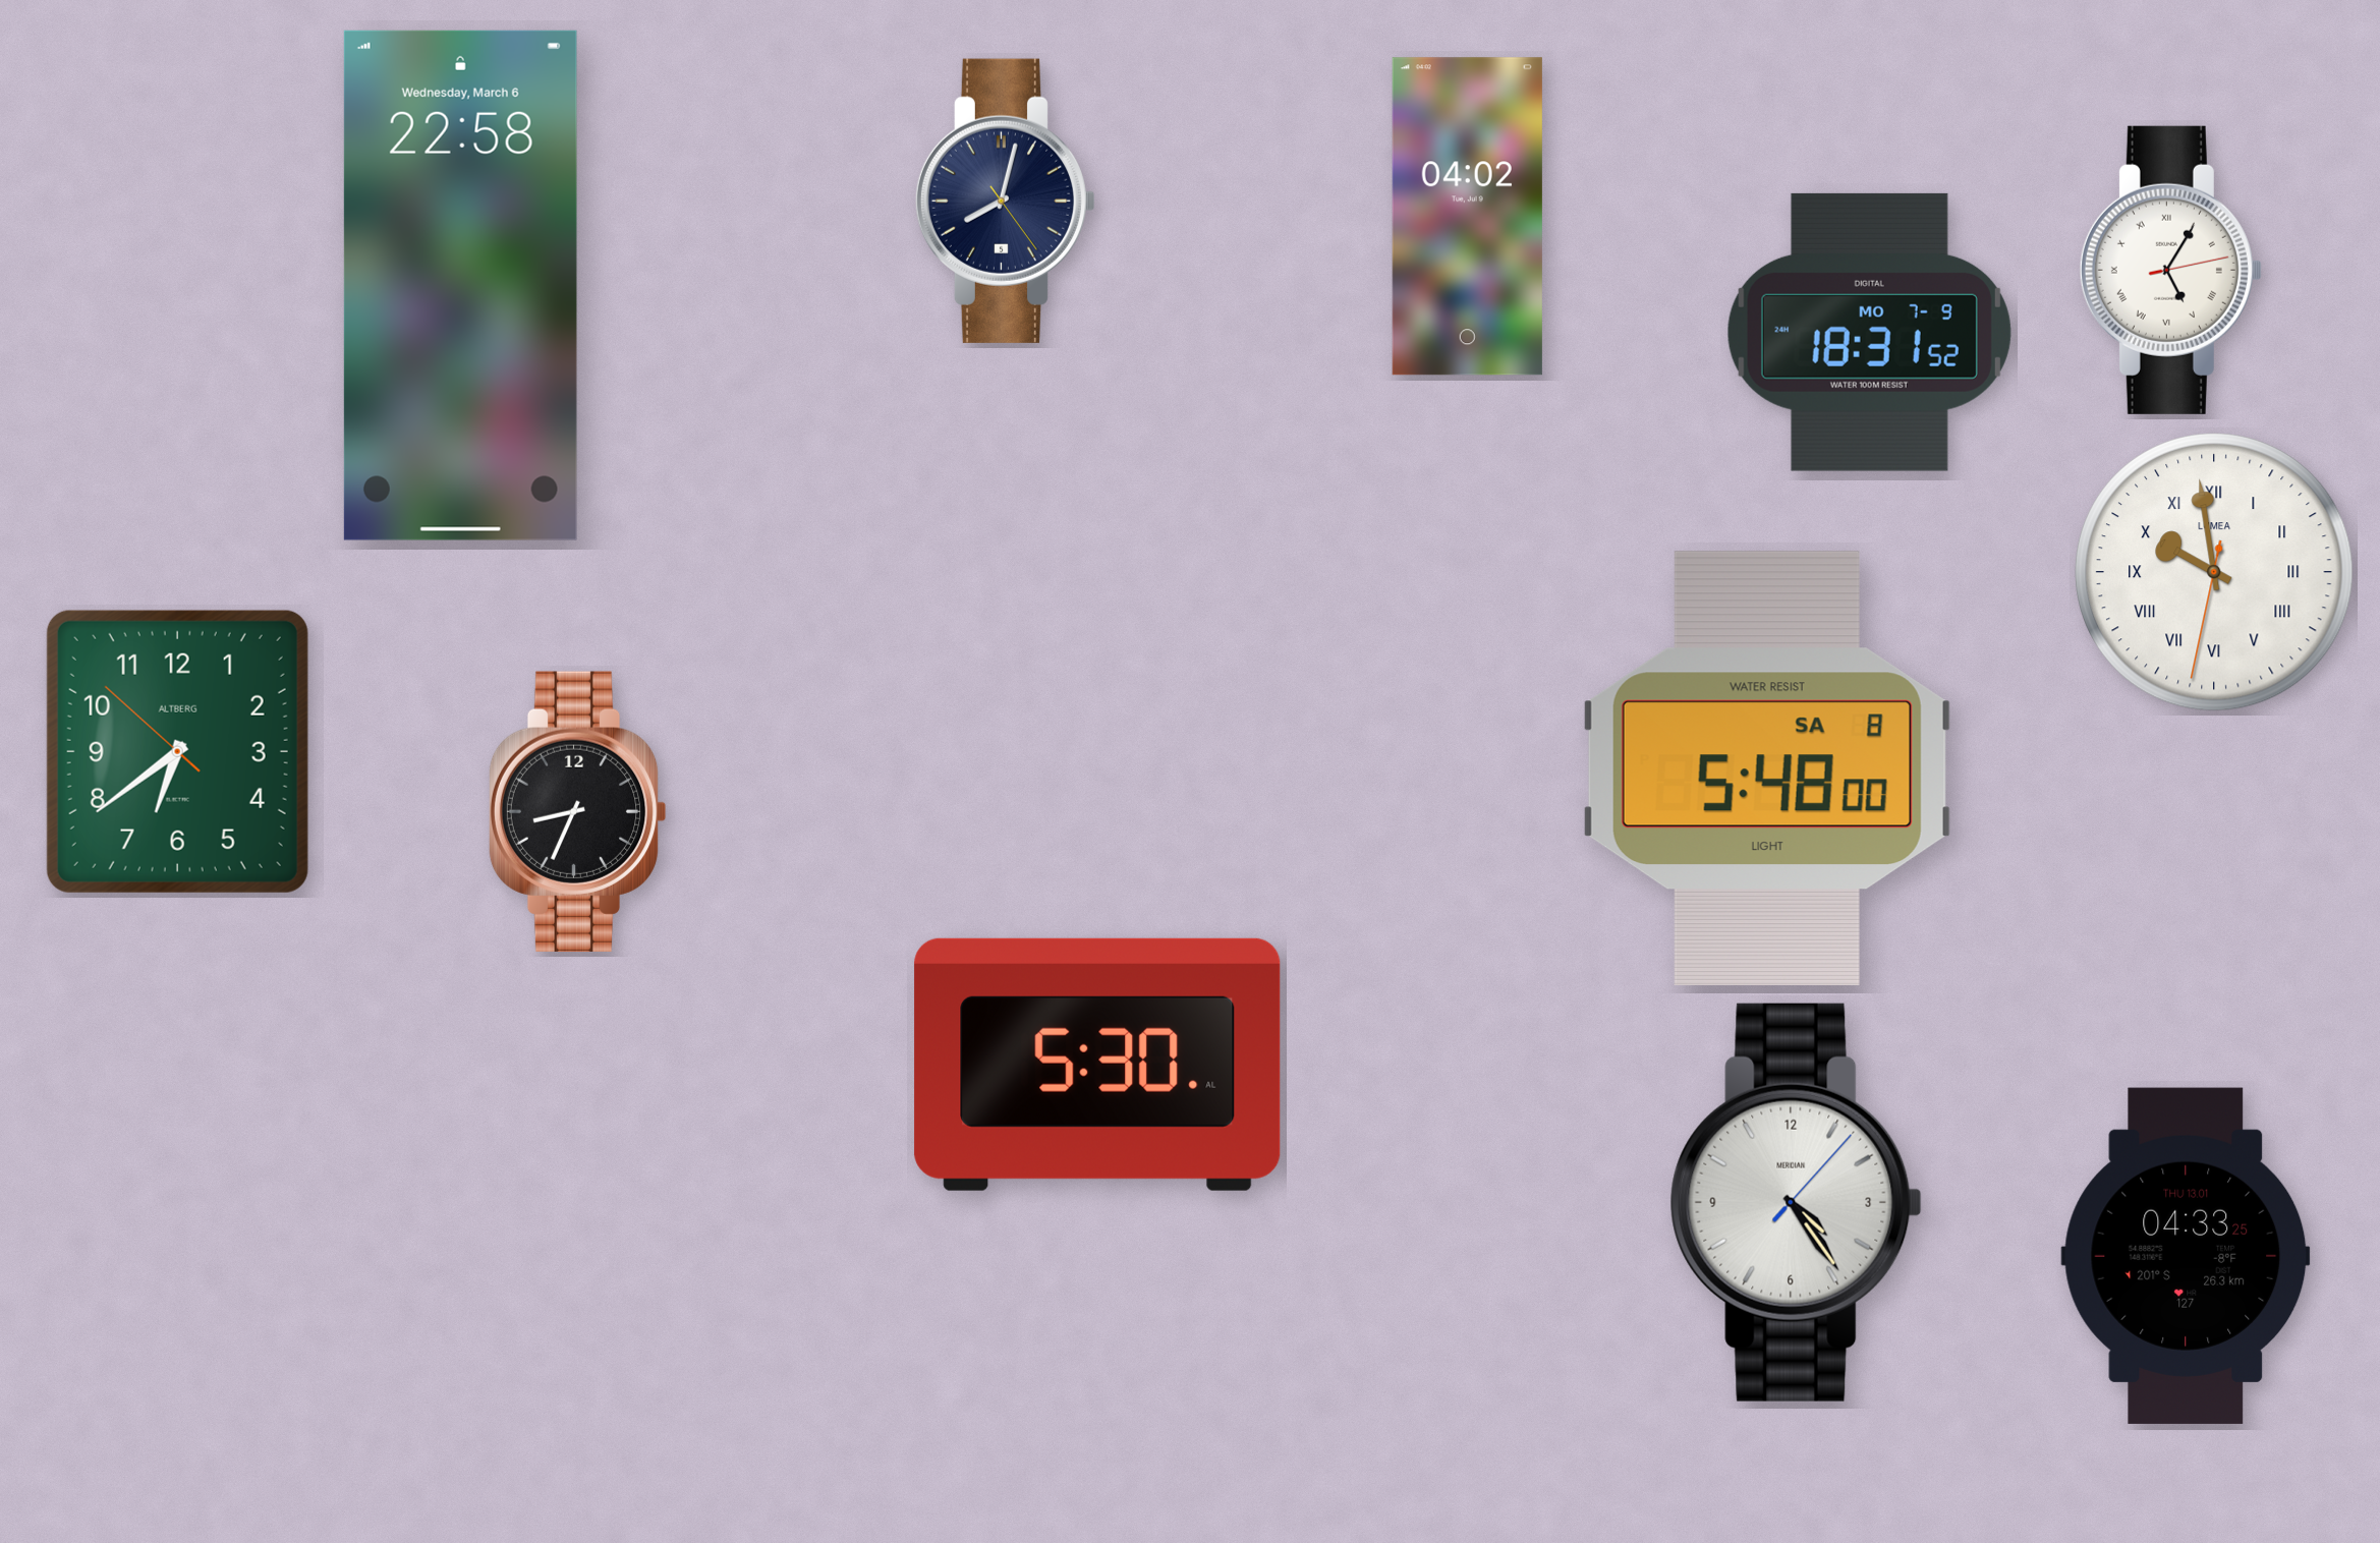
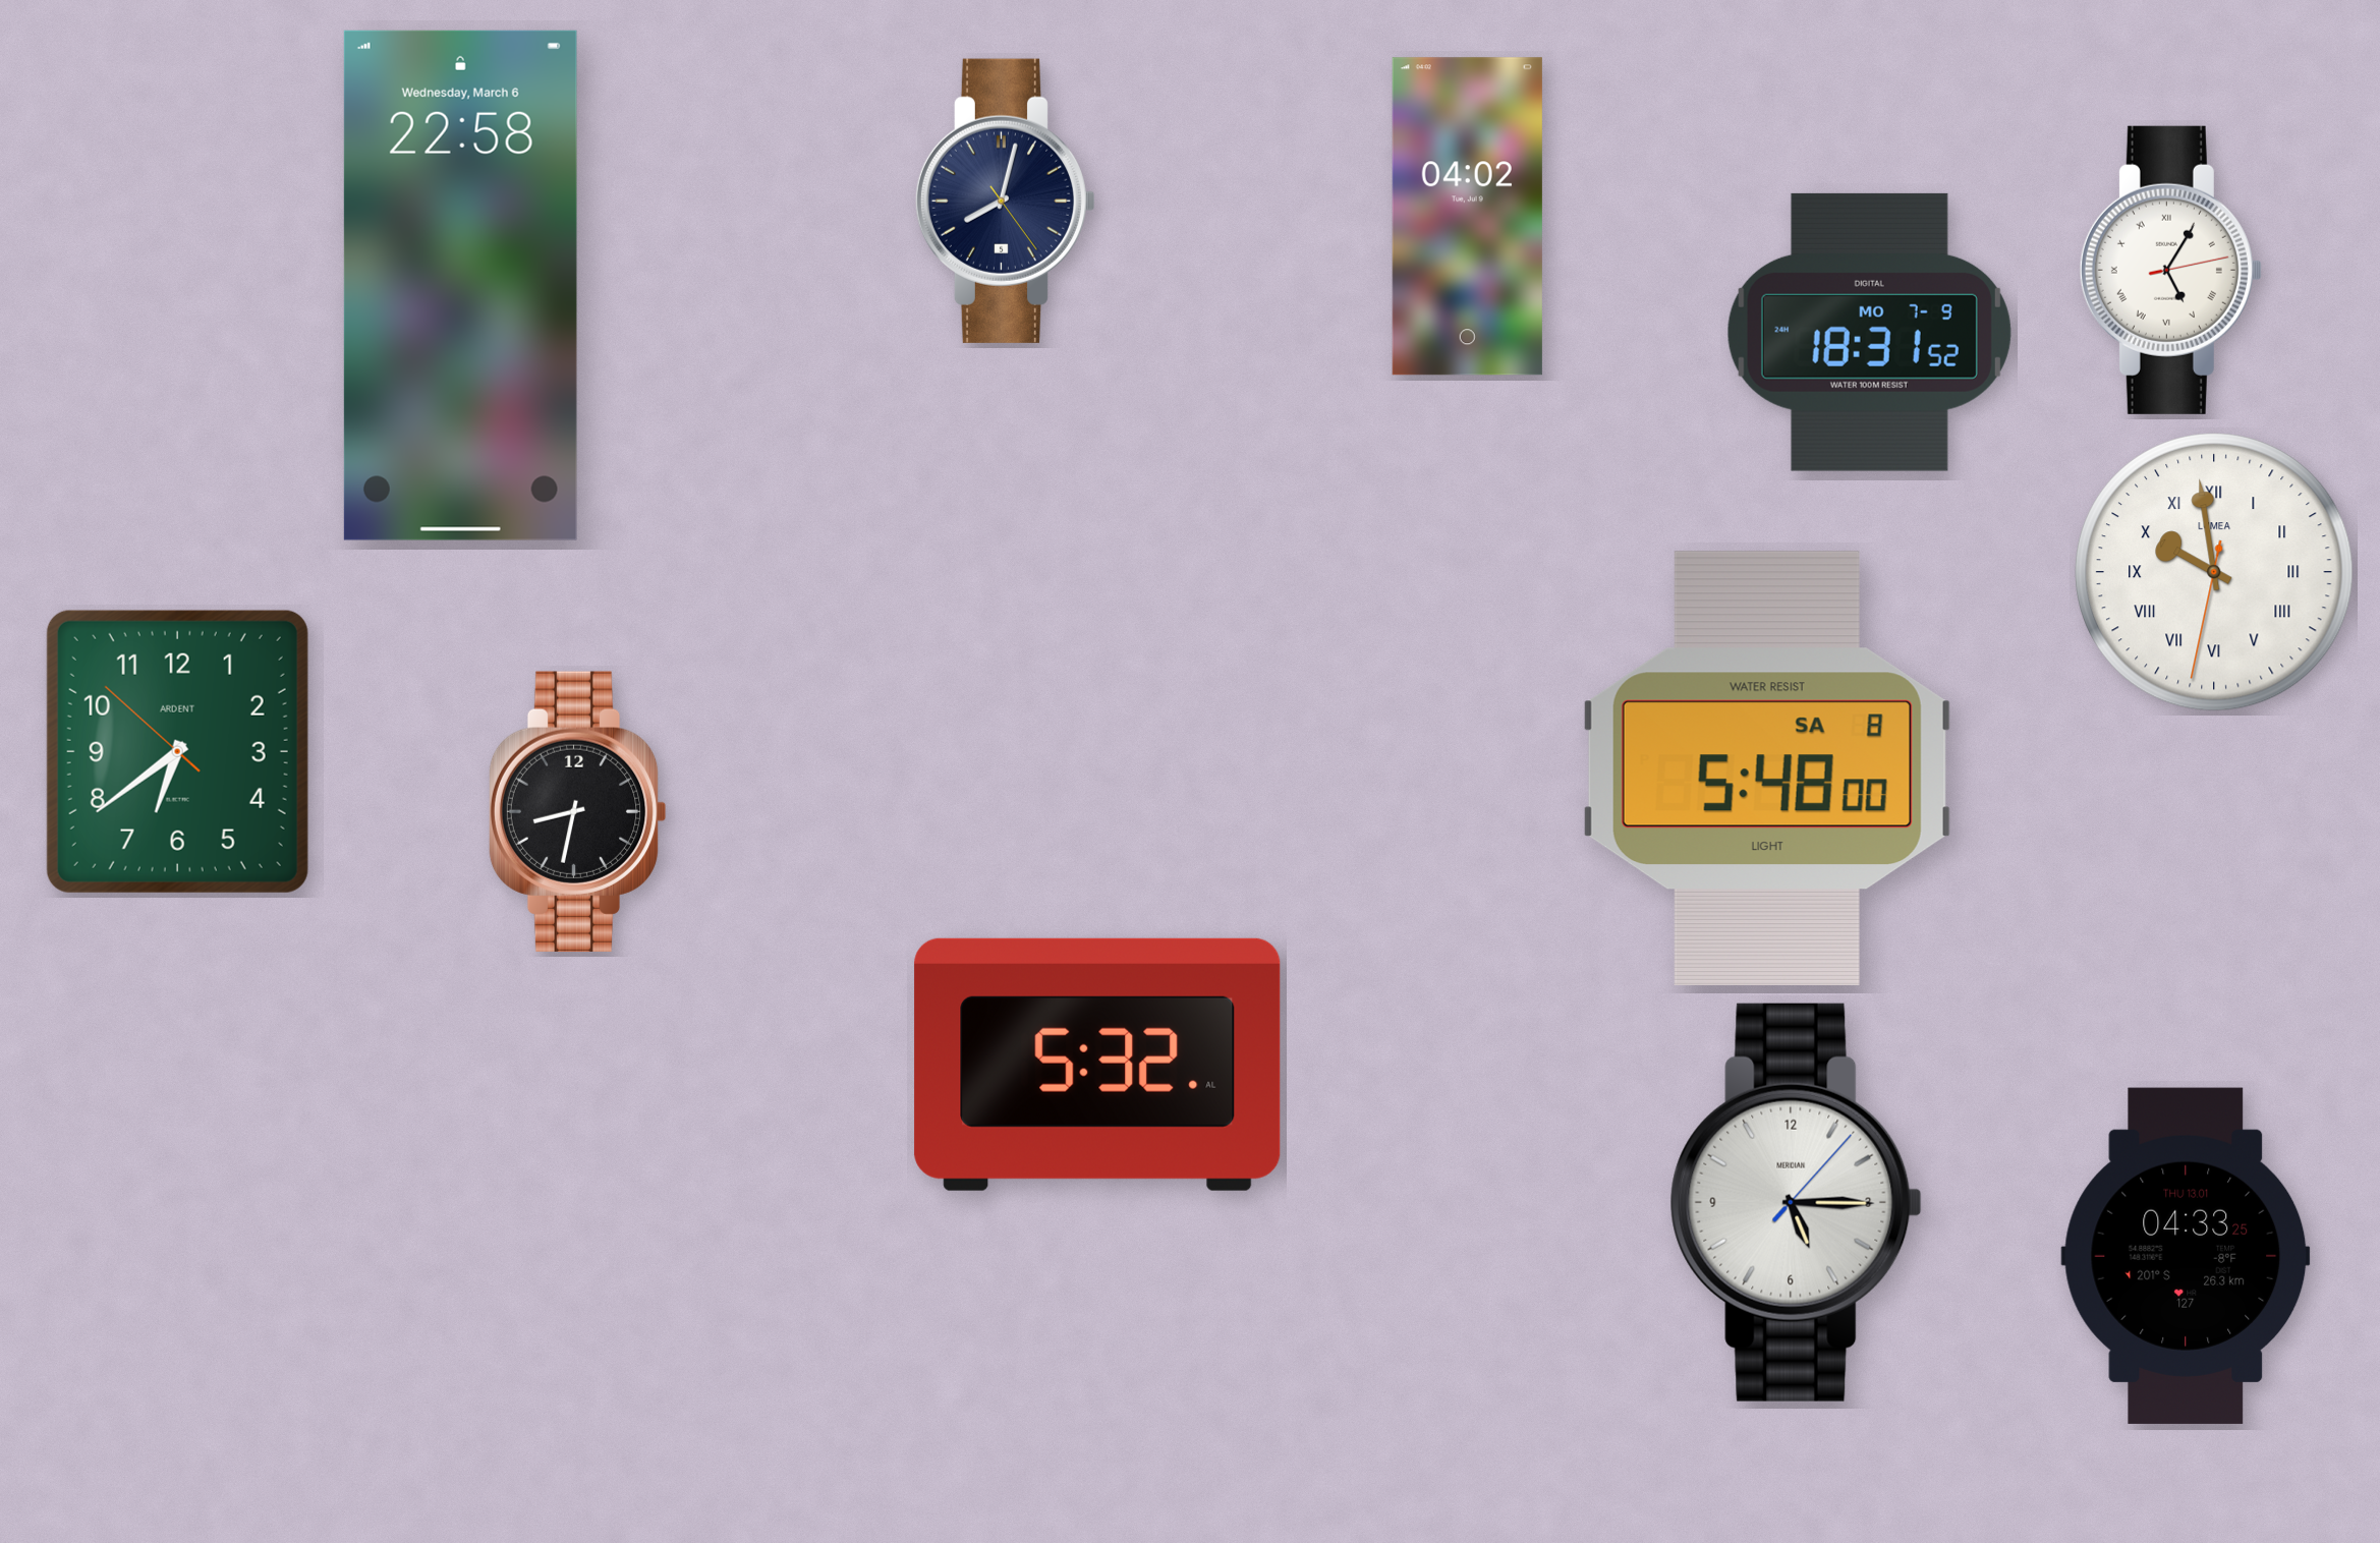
clock at (177, 751) brand: ALTBERG -> ARDENT
clock at (577, 811): 8:34 -> 8:32
clock at (1097, 1065): 5:30 -> 5:32
clock at (1796, 1202): 4:24 -> 5:15
